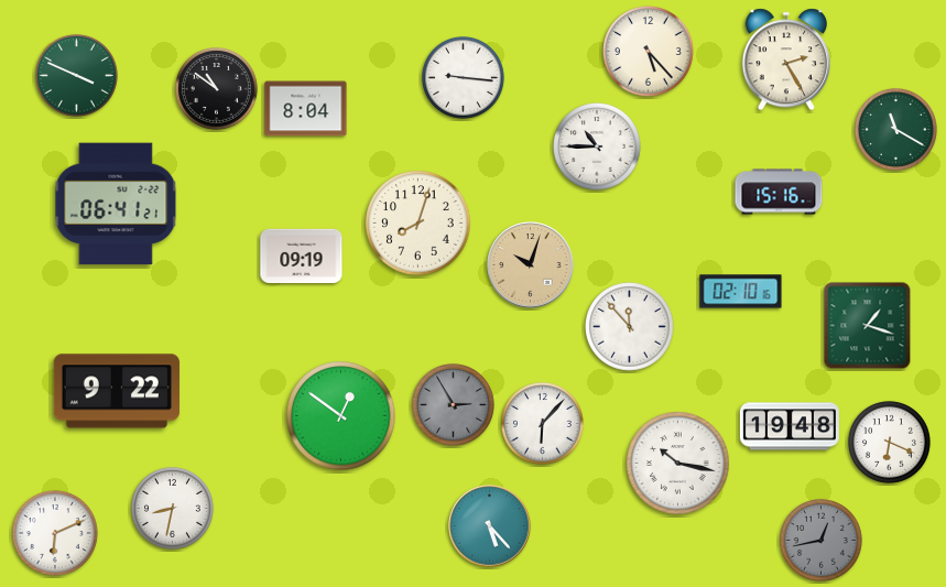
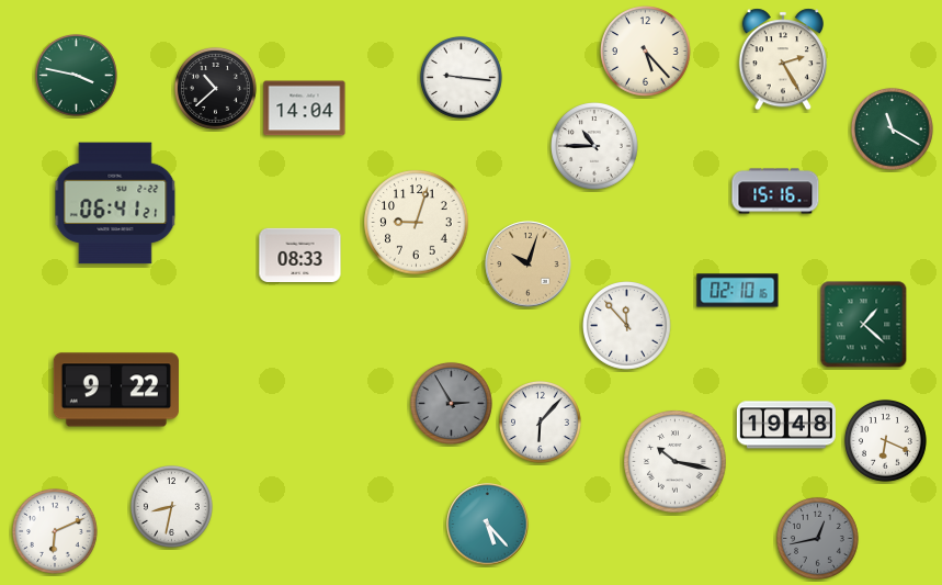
clock at (76, 75): 3:49 -> 3:47
clock at (216, 88): 10:51 -> 10:38
clock at (306, 109): 8:04 -> 14:04
clock at (418, 224): 8:03 -> 9:03
clock at (302, 256): 09:19 -> 08:33
clock at (868, 326): 1:18 -> 1:22
clock at (341, 416): 12:51 -> none
